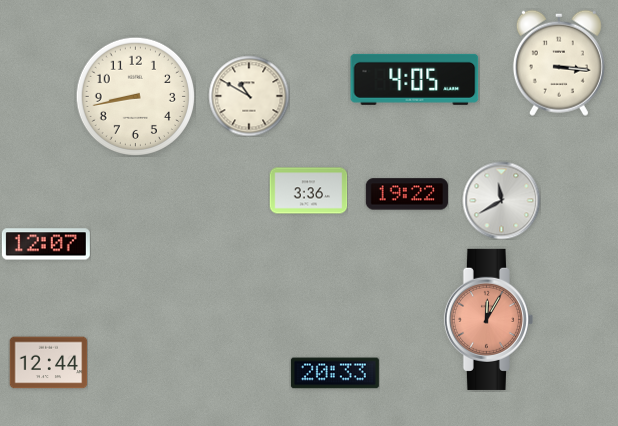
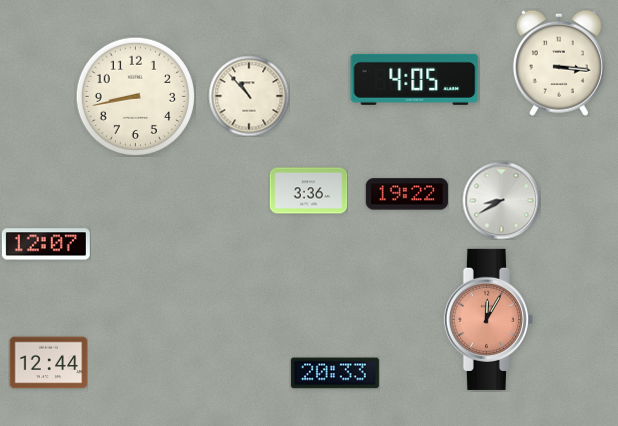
clock at (249, 96): 10:50 -> 10:53
clock at (501, 200): 11:40 -> 8:40
